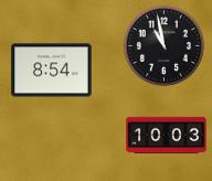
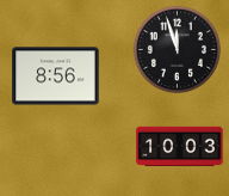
clock at (163, 45): 10:58 -> 11:57
clock at (52, 71): 8:54 -> 8:56
